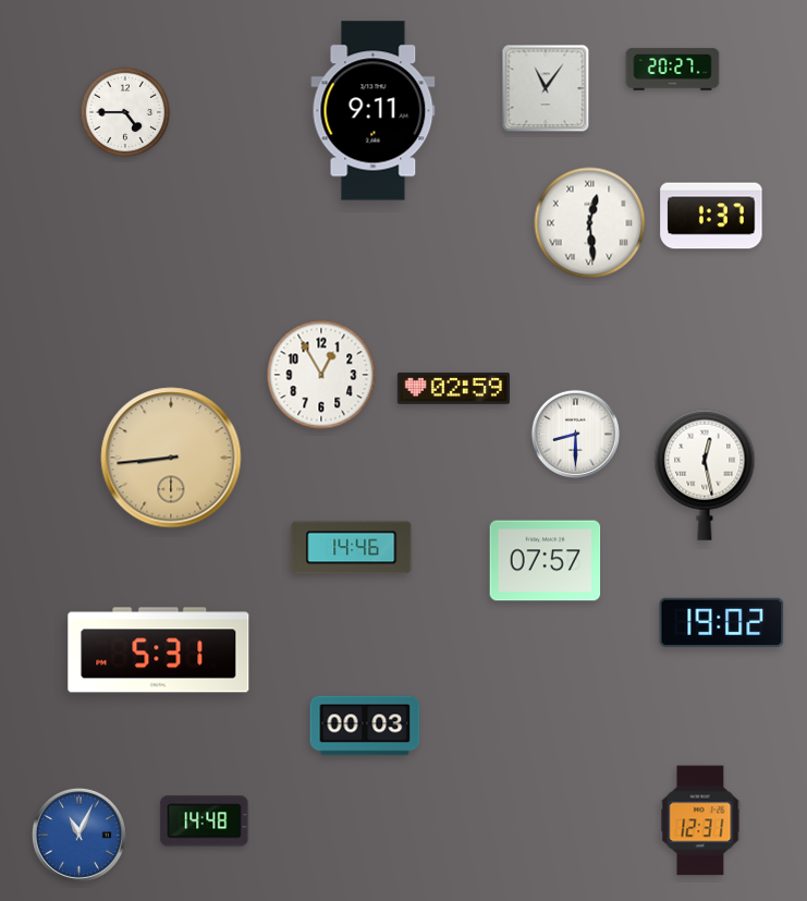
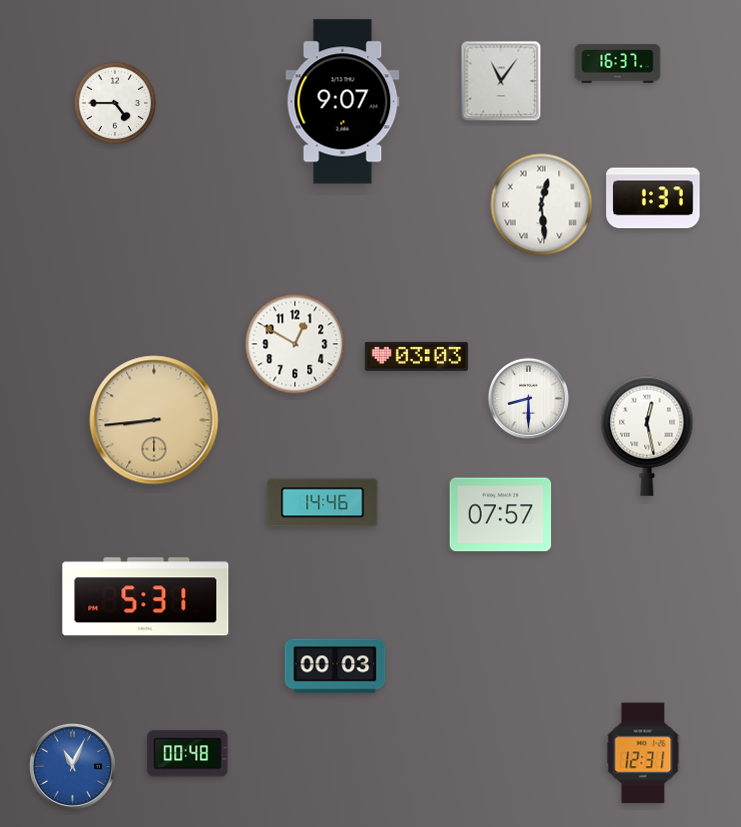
clock at (673, 70): 20:27 -> 16:37
clock at (374, 111): 9:11 -> 9:07
clock at (321, 375): 12:55 -> 12:50
clock at (453, 388): 02:59 -> 03:03
clock at (171, 458) position: (171, 458) -> (154, 420)
clock at (722, 622): 19:02 -> none
clock at (205, 821): 14:48 -> 00:48
